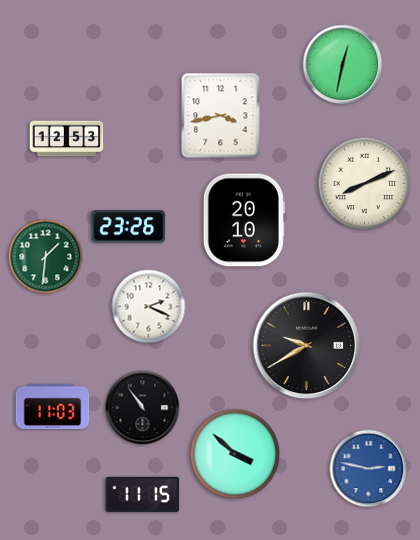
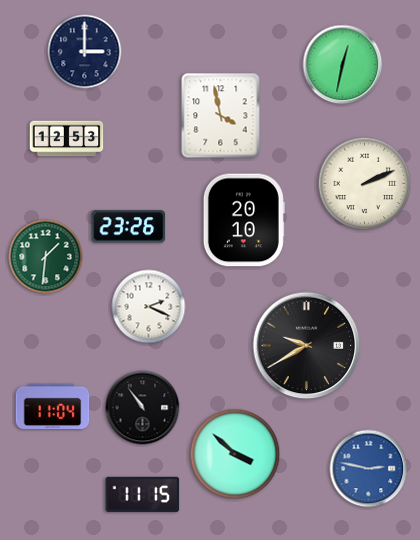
clock at (85, 52): none -> 3:00
clock at (221, 116): 3:43 -> 3:58
clock at (365, 184): 8:11 -> 2:11
clock at (53, 406): 11:03 -> 11:04
